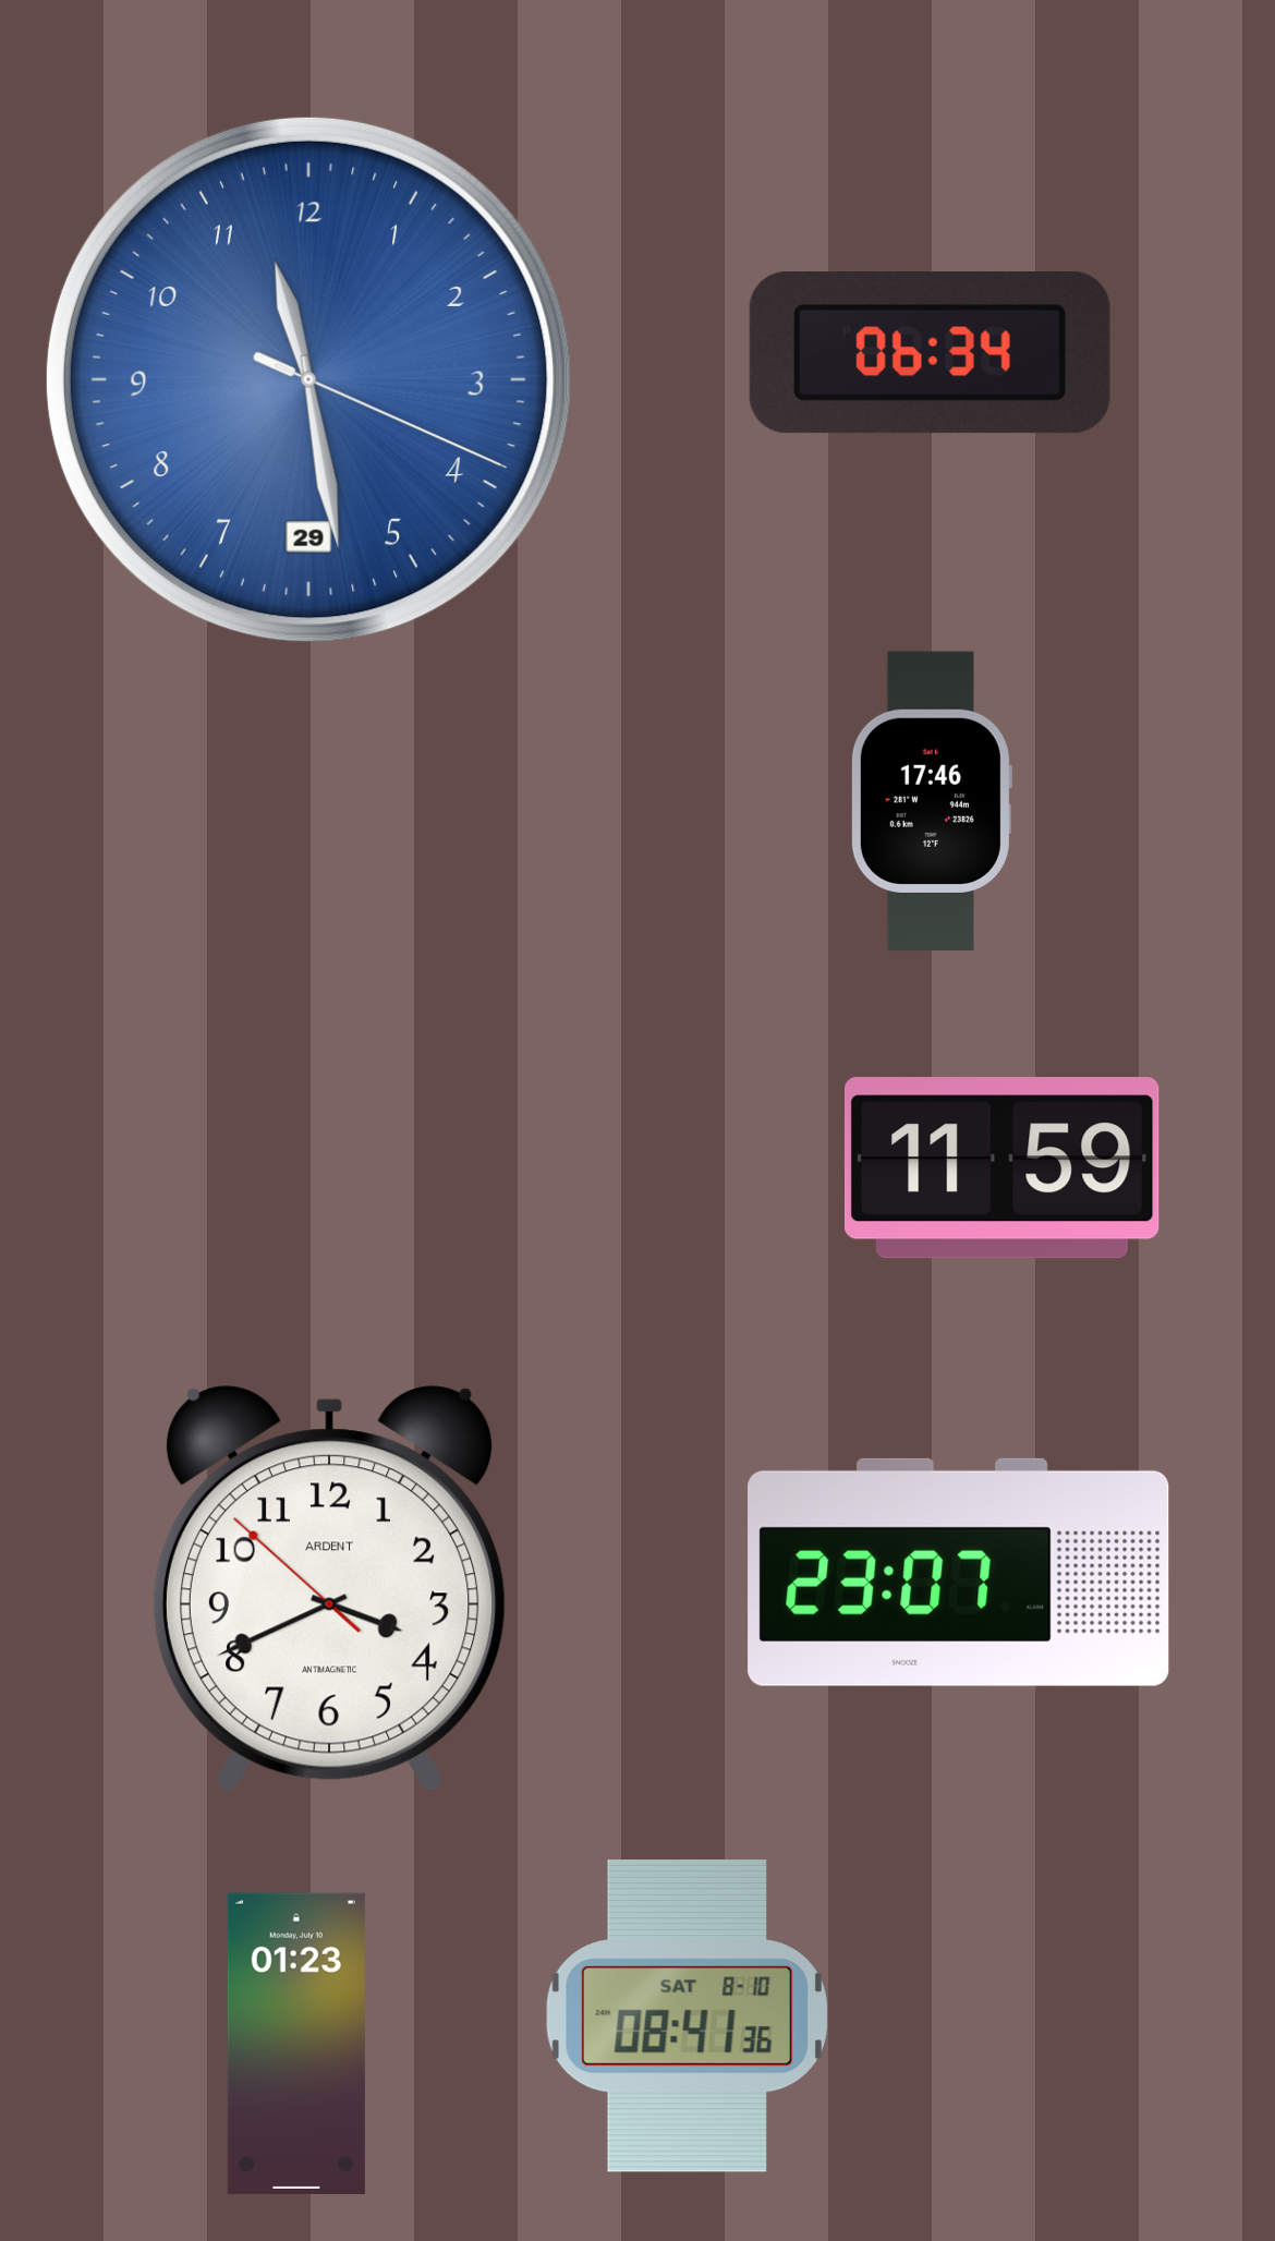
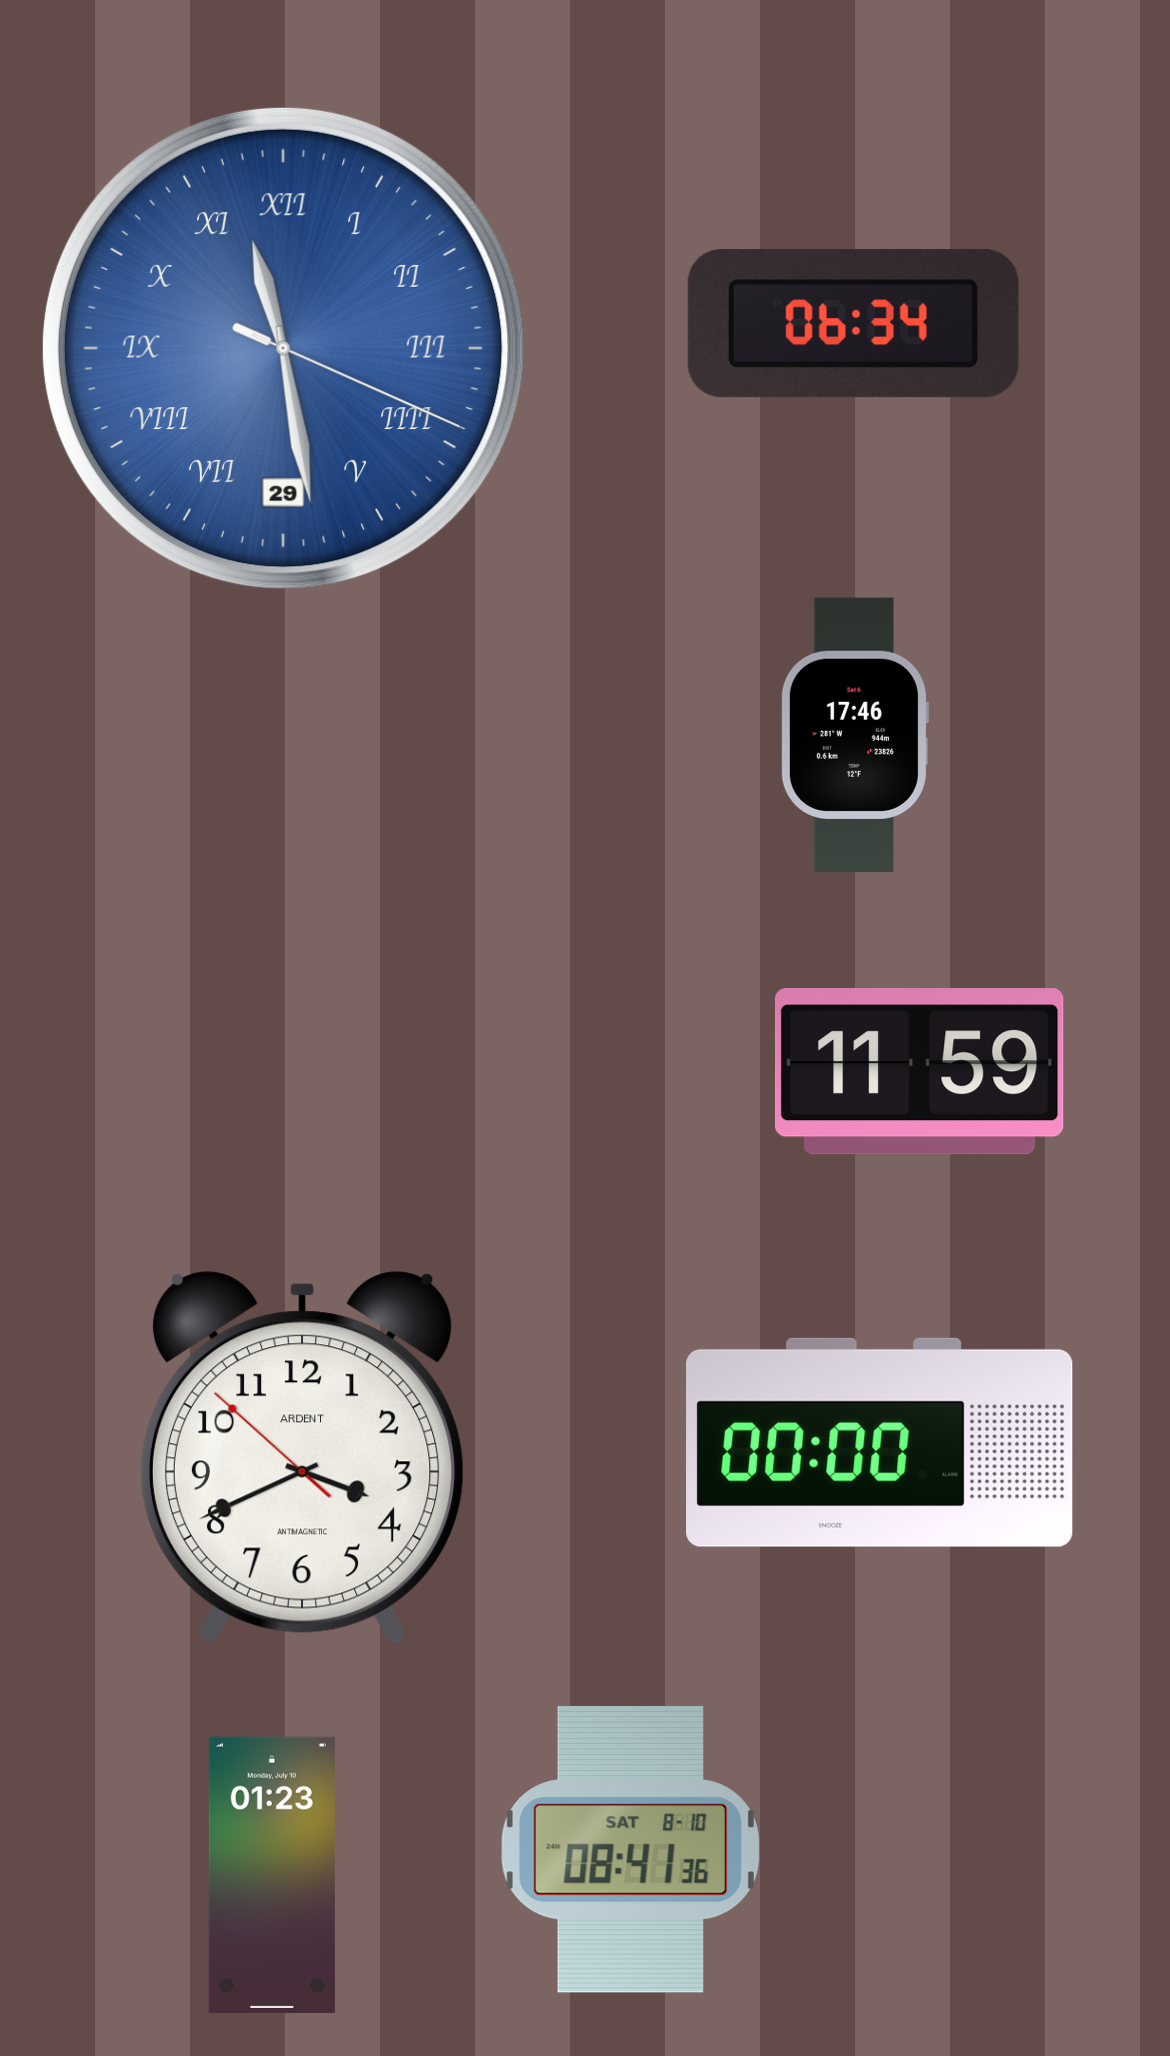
clock at (308, 379) numerals: Arabic -> Roman
clock at (959, 1572): 23:07 -> 00:00
